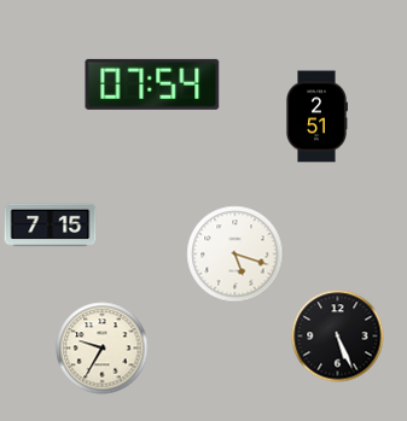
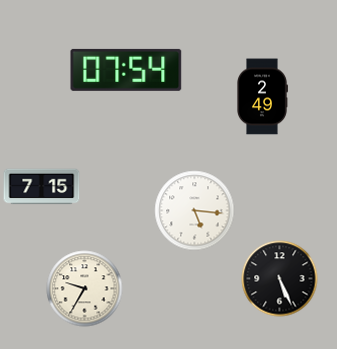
clock at (318, 117): 2:51 -> 2:49
clock at (236, 255): 5:18 -> 5:16
